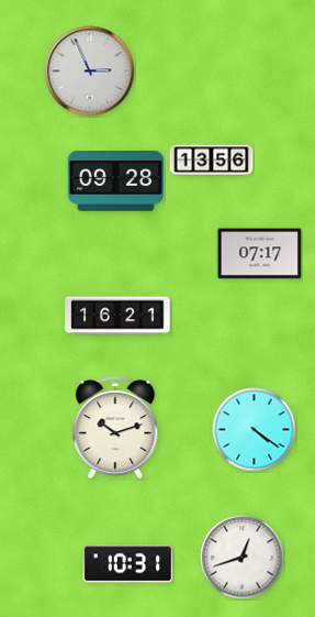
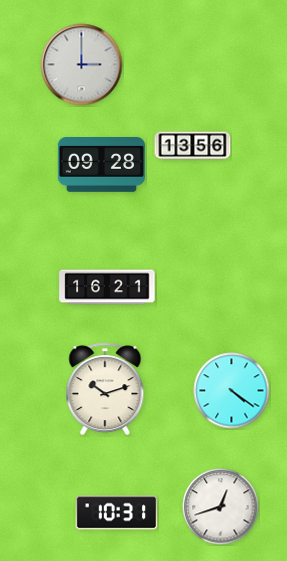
clock at (90, 71): 2:56 -> 3:00
clock at (115, 181) position: (115, 181) -> (101, 165)
clock at (260, 254): 07:17 -> none
